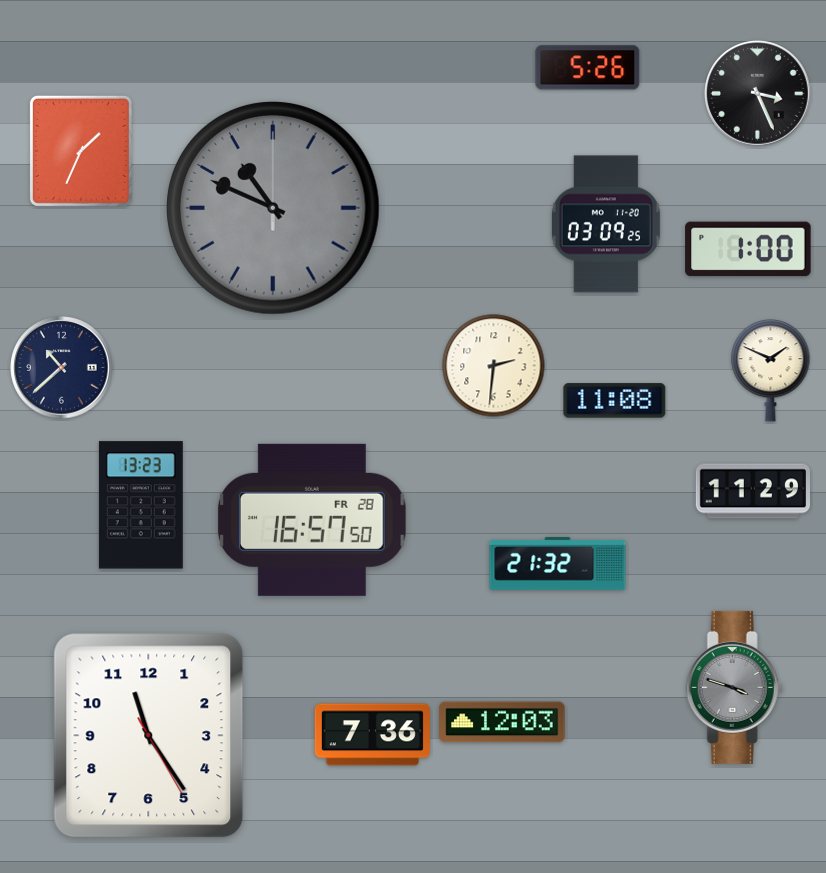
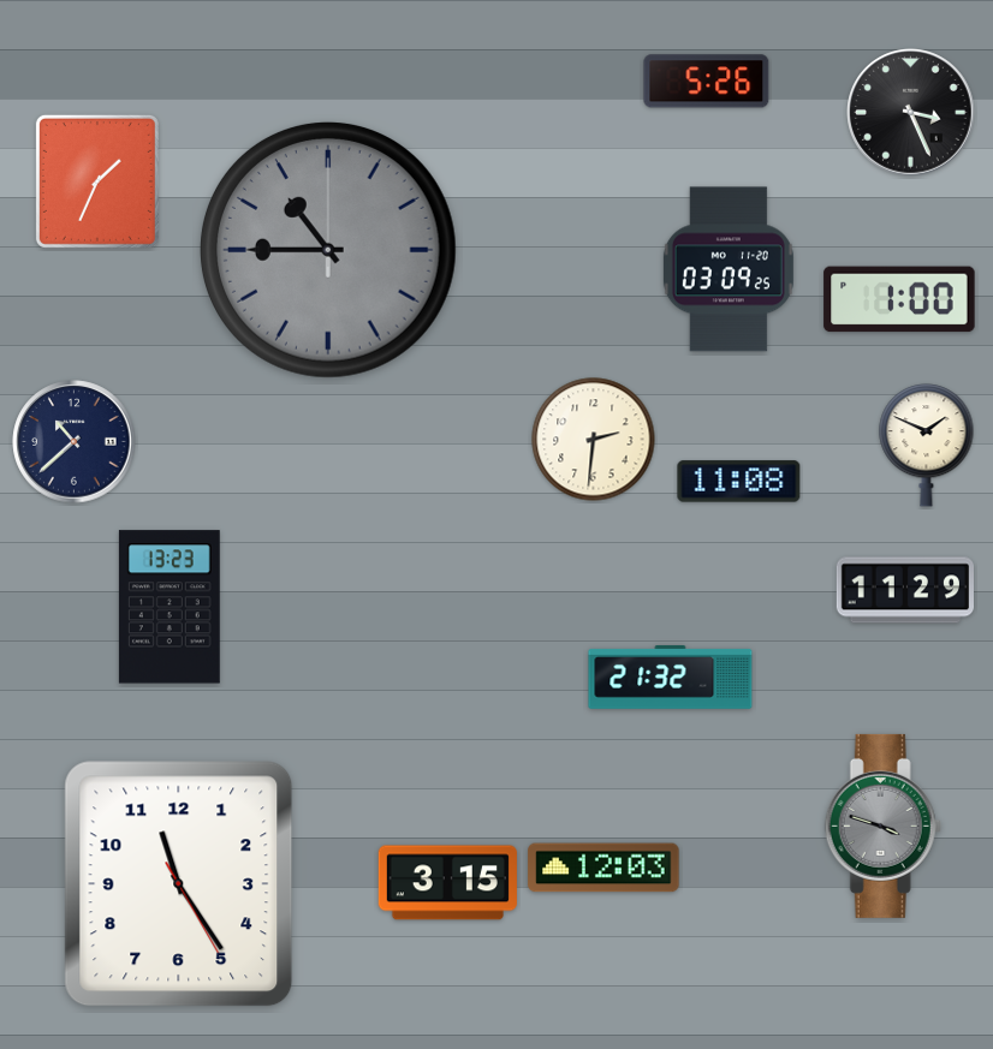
clock at (273, 208): 10:49 -> 10:45
clock at (313, 520): 16:57 -> none
clock at (372, 735): 7:36 -> 3:15
